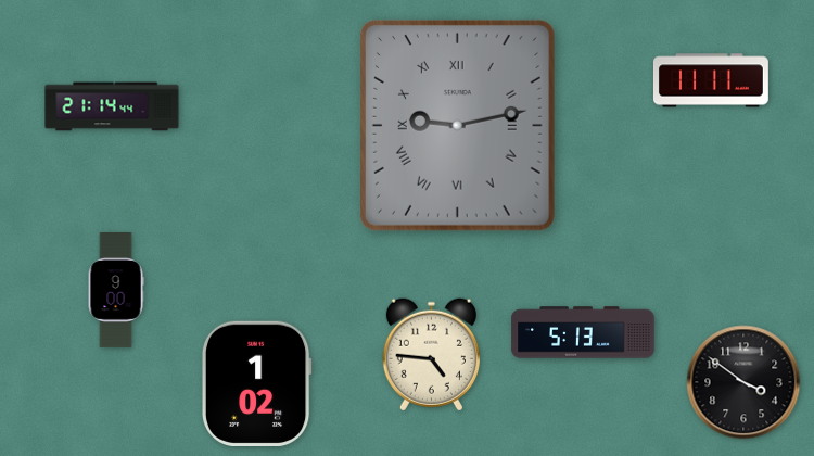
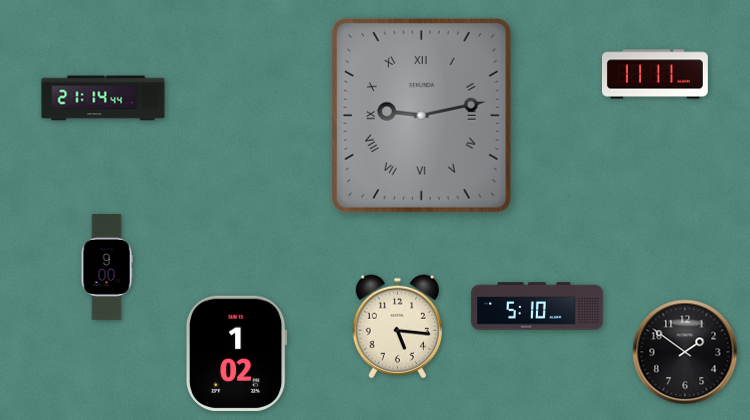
clock at (583, 332): 5:13 -> 5:10
clock at (431, 355): 4:46 -> 5:16
clock at (743, 382): 3:51 -> 1:51
